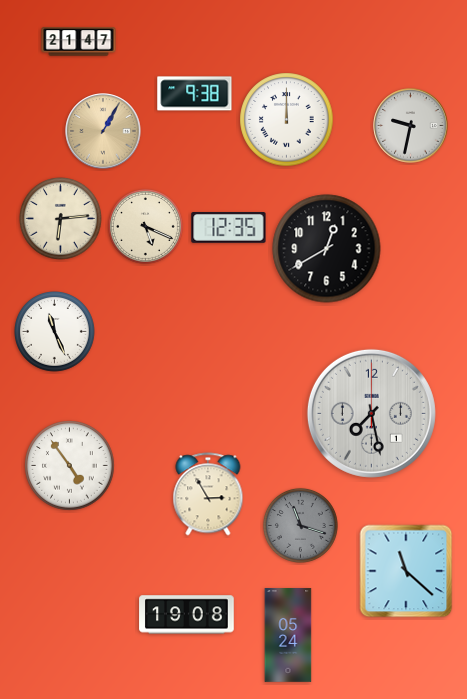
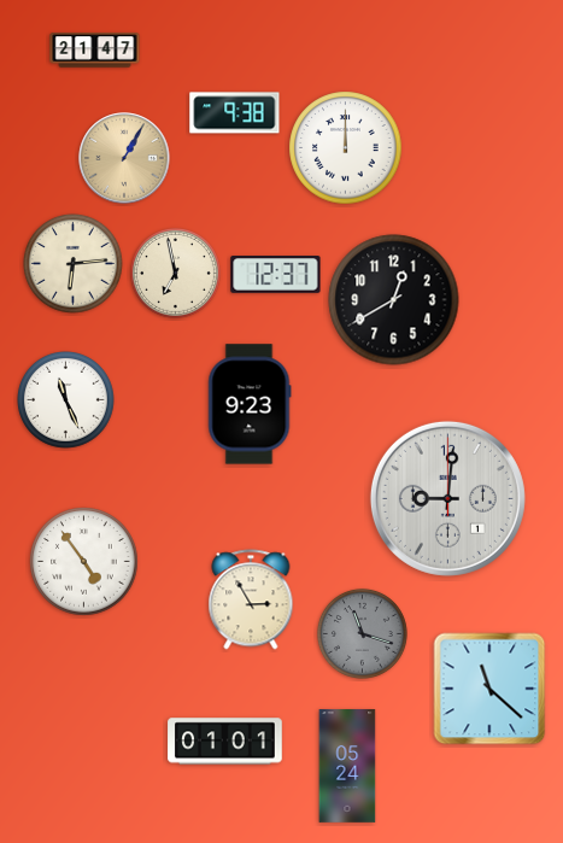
clock at (287, 120) position: (287, 120) -> (346, 148)
clock at (411, 126): 9:32 -> none
clock at (145, 226): 5:19 -> 6:58
clock at (229, 228): 12:35 -> 12:37
clock at (250, 404): none -> 9:23
clock at (371, 413): 7:28 -> 9:01
clock at (208, 494) position: (208, 494) -> (251, 599)
clock at (187, 615): 19:08 -> 01:01
